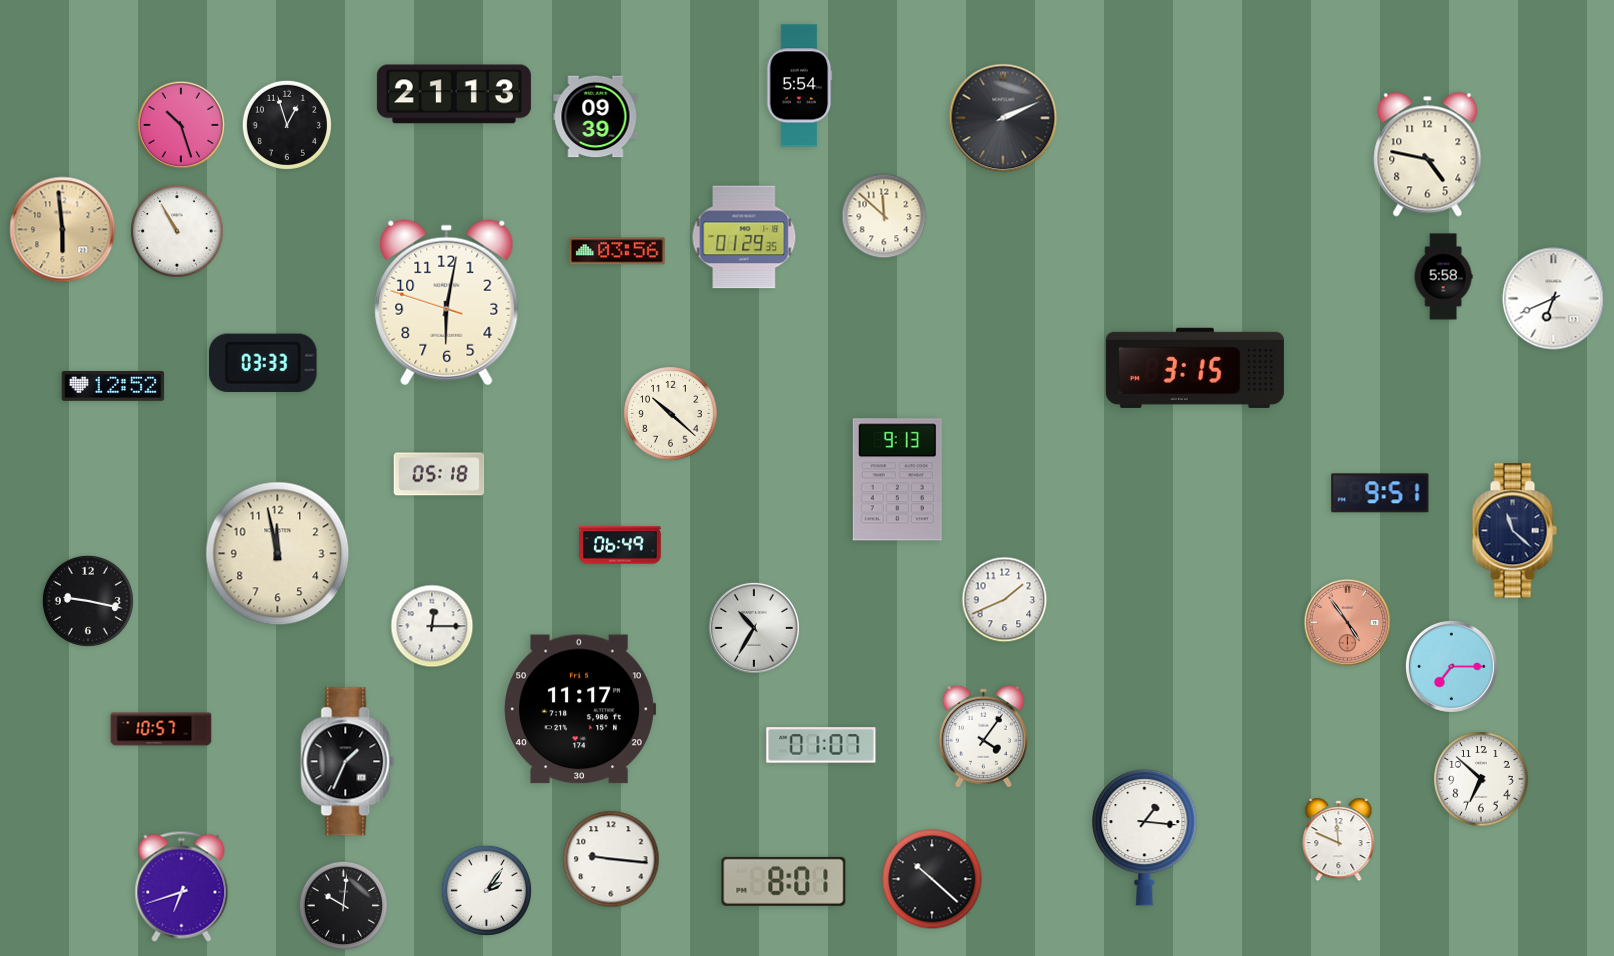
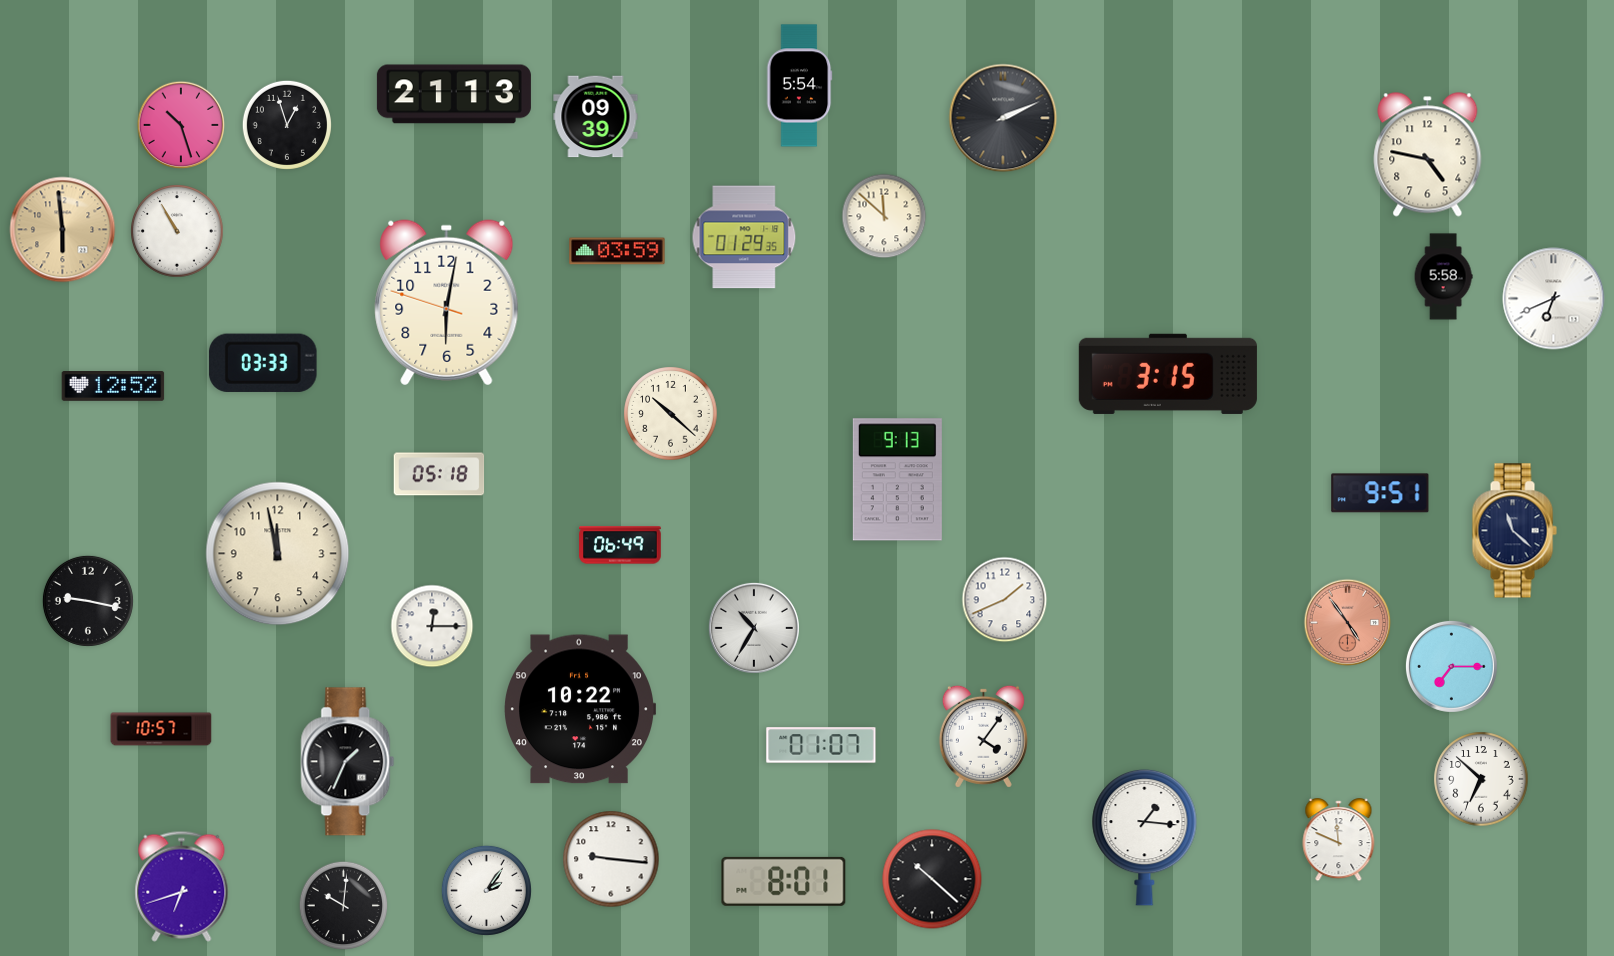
clock at (617, 251): 03:56 -> 03:59
clock at (1195, 368) position: (1195, 368) -> (1168, 374)
clock at (580, 709): 11:17 -> 10:22
